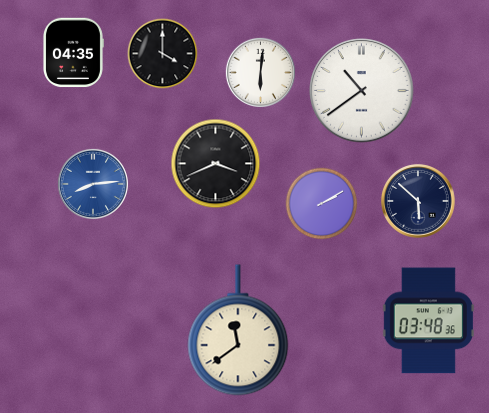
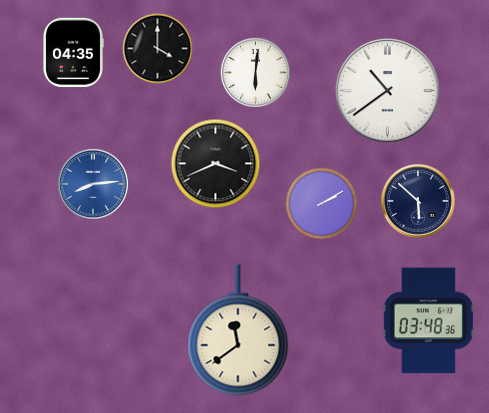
clock at (163, 54) position: (163, 54) -> (158, 49)
clock at (260, 72) position: (260, 72) -> (255, 72)
clock at (362, 91) position: (362, 91) -> (388, 91)
